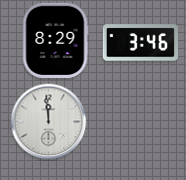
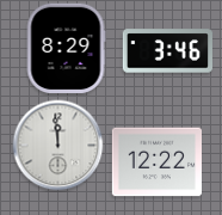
clock at (156, 162): none -> 12:22
